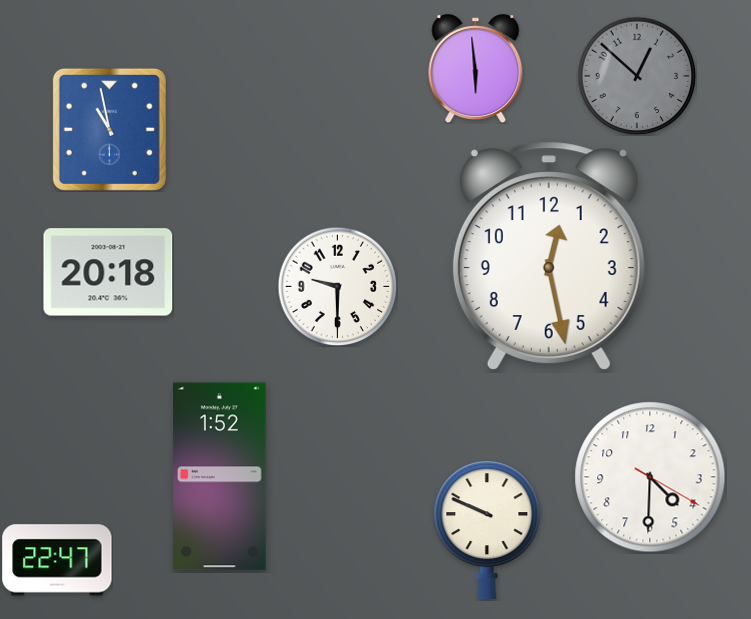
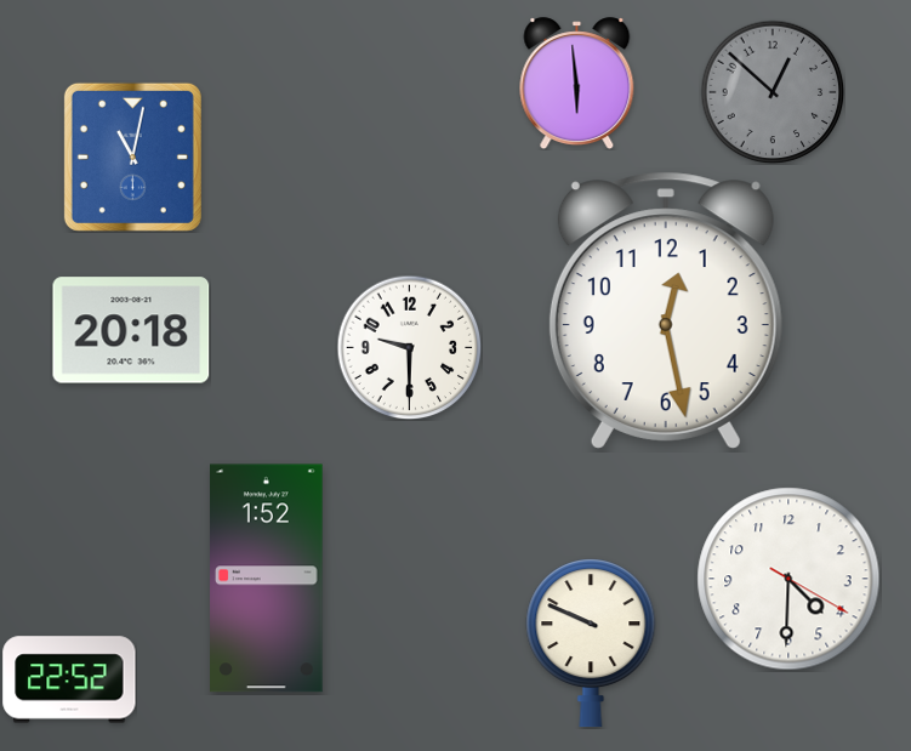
clock at (109, 129): 10:58 -> 11:02
clock at (57, 560): 22:47 -> 22:52
